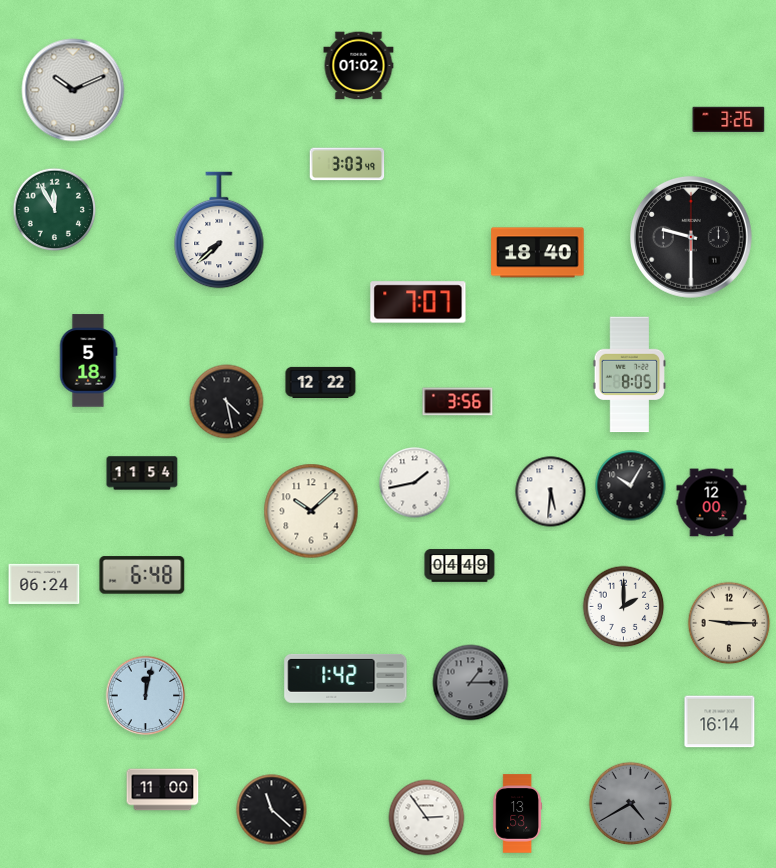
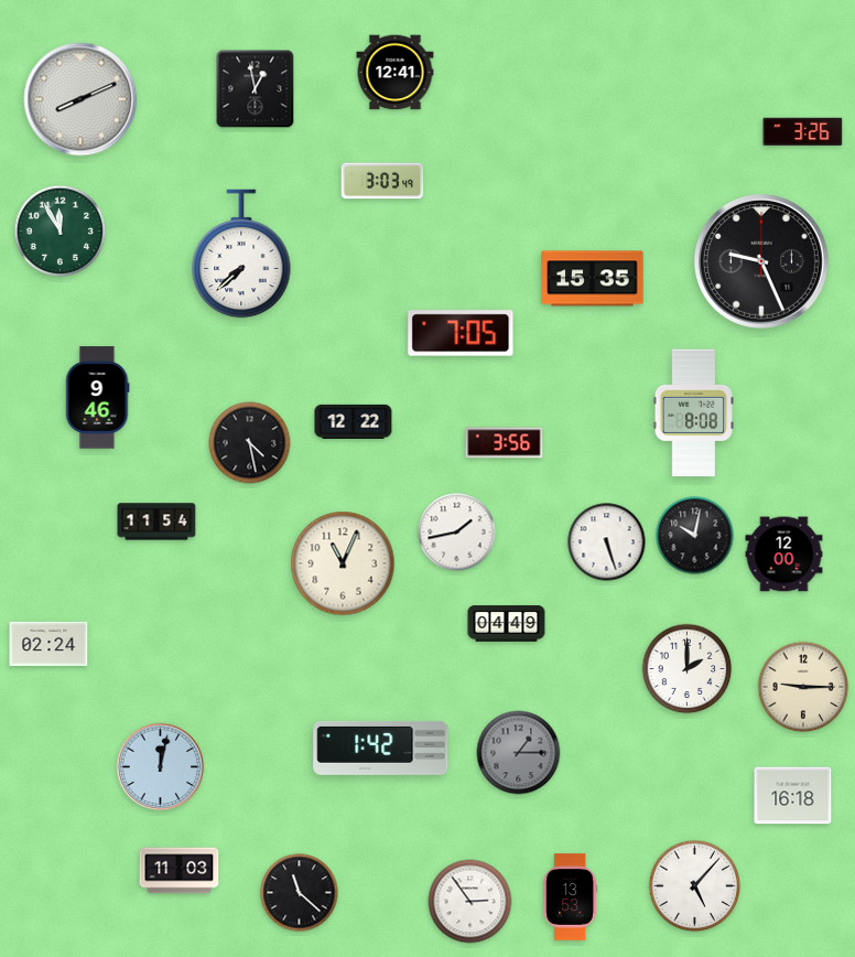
clock at (359, 66): 01:02 -> 12:41
clock at (256, 89): none -> 12:58
clock at (73, 90): 10:11 -> 8:11
clock at (691, 237): 9:30 -> 9:26
clock at (538, 253): 18:40 -> 15:35
clock at (418, 302): 7:07 -> 7:05
clock at (88, 361): 5:18 -> 9:46
clock at (629, 375): 8:05 -> 8:08
clock at (631, 486): 10:05 -> 10:02
clock at (551, 492): 5:31 -> 5:27
clock at (311, 511): 10:08 -> 11:04
clock at (142, 575): 6:48 -> none
clock at (44, 583): 06:24 -> 02:24
clock at (720, 722): 16:14 -> 16:18
clock at (163, 790): 11:00 -> 11:03
clock at (631, 804): 4:40 -> 5:07
clock at (631, 804) dial: grey -> white
